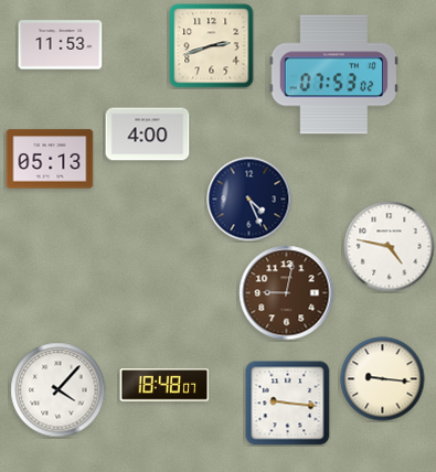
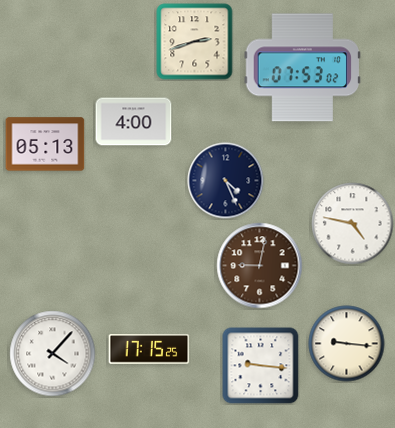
clock at (61, 45): 11:53 -> none
clock at (212, 46) position: (212, 46) -> (195, 42)
clock at (164, 386): 18:48 -> 17:15
